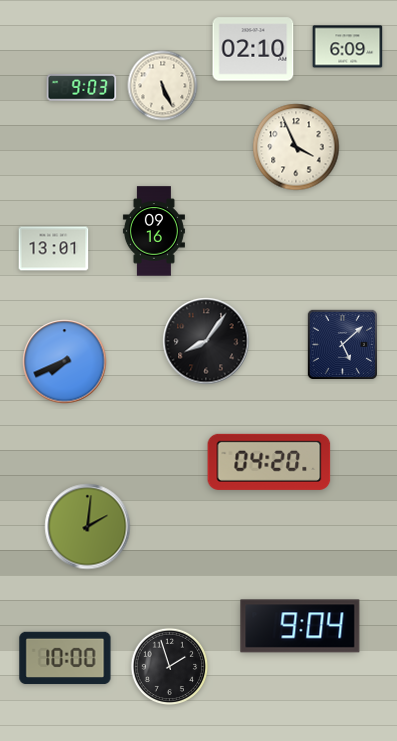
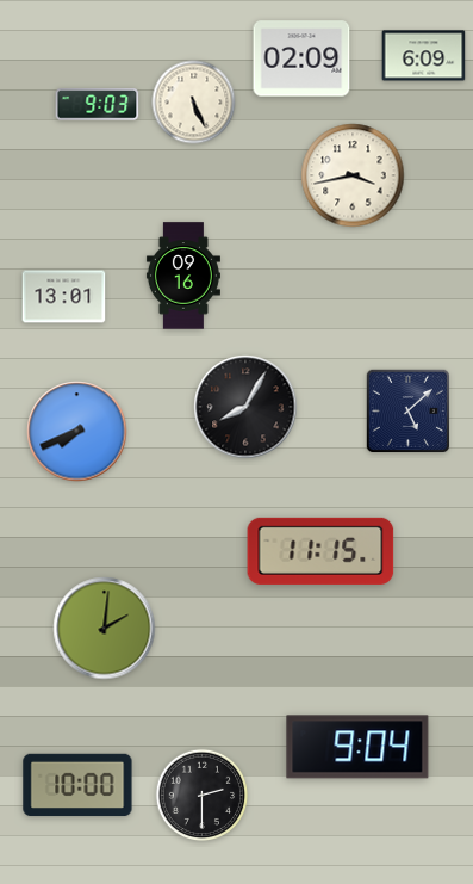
clock at (348, 47) position: (348, 47) -> (424, 56)
clock at (253, 49): 02:10 -> 02:09
clock at (296, 147): 3:56 -> 3:43
clock at (206, 341): 8:06 -> 8:05
clock at (269, 462): 04:20 -> 11:15
clock at (170, 667): 1:57 -> 2:30
